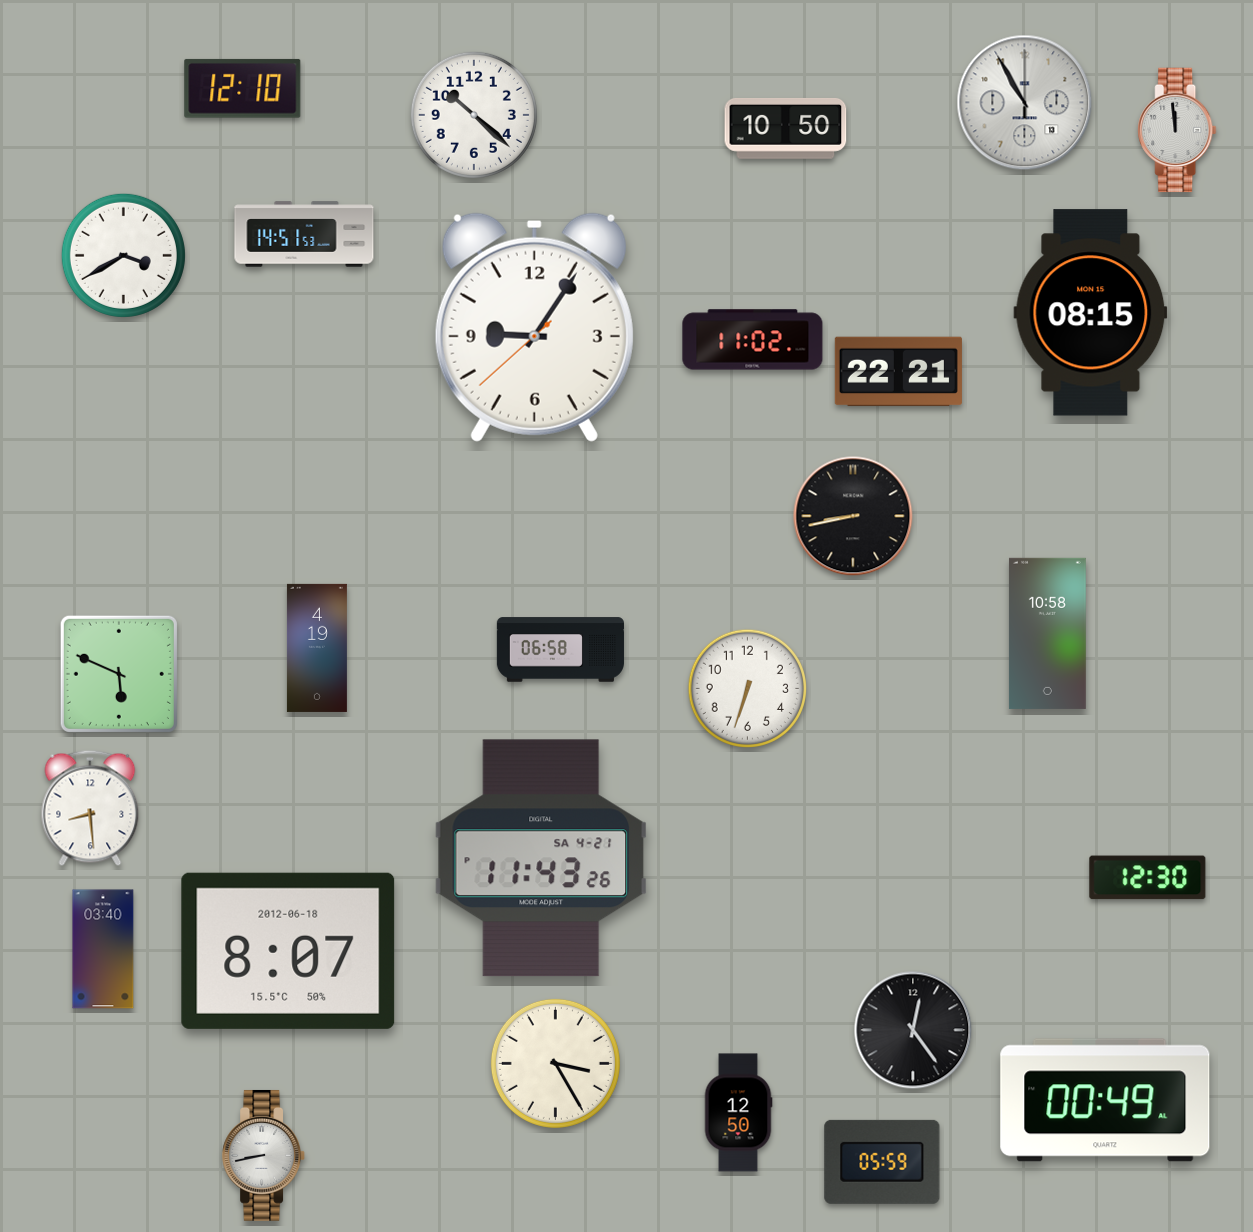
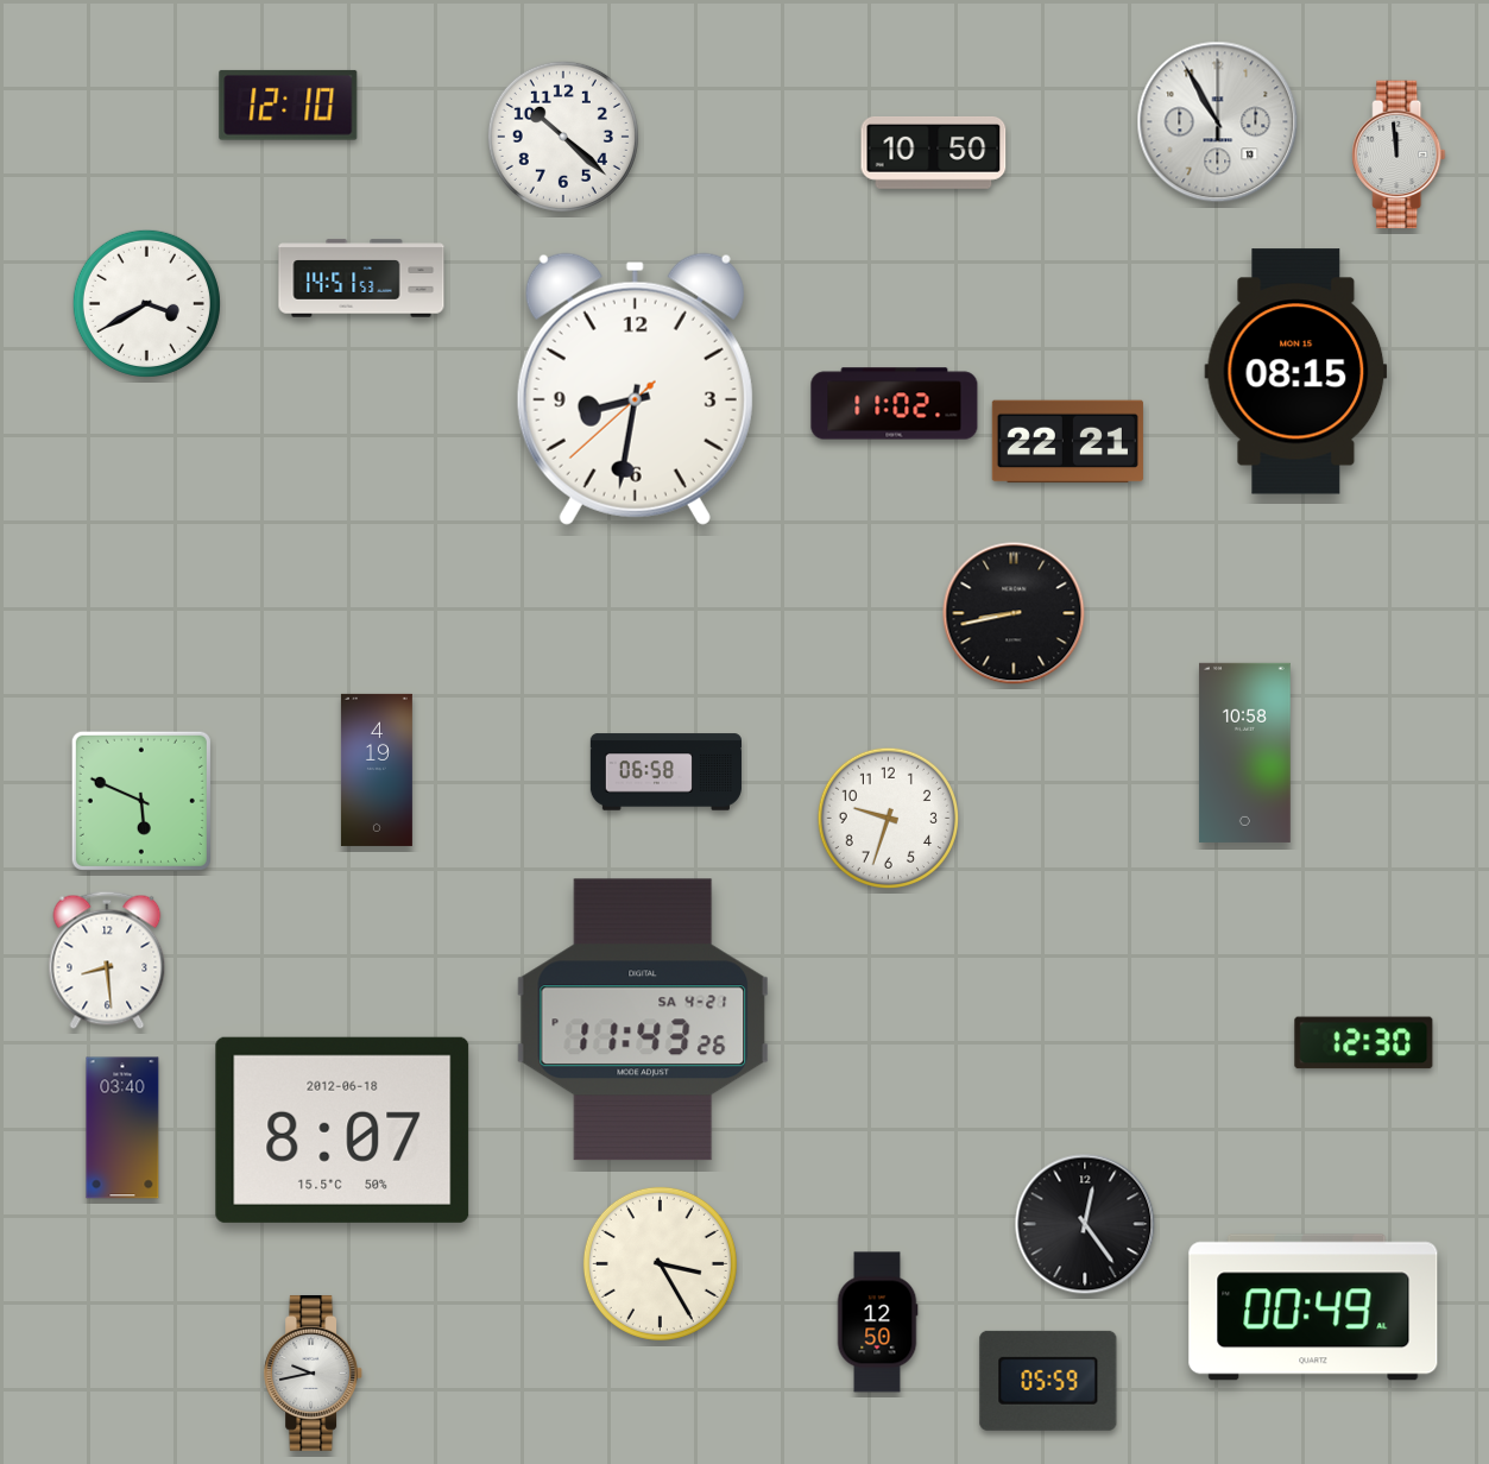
clock at (534, 327): 9:05 -> 8:31
clock at (747, 688): 6:33 -> 9:33
clock at (264, 1155): 8:43 -> 9:43
